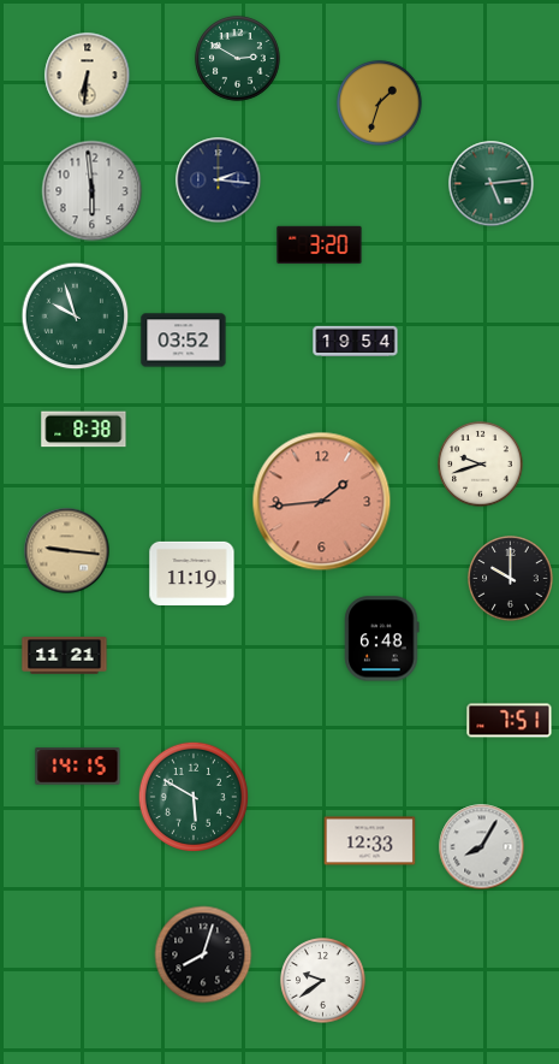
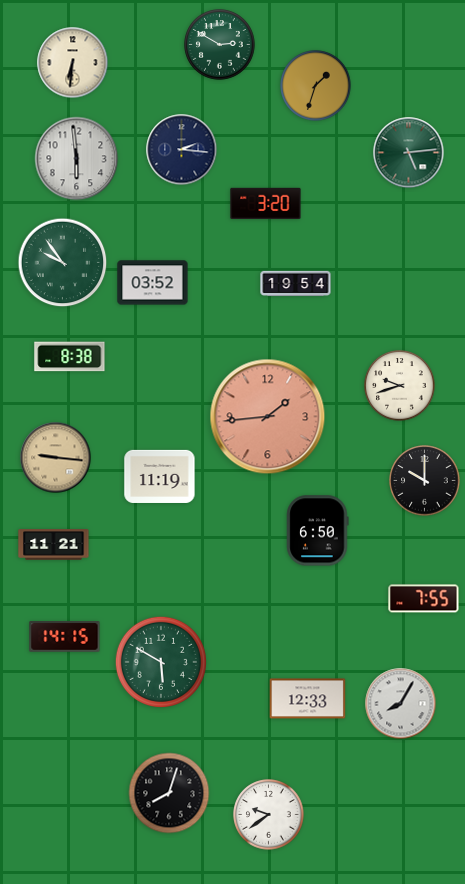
clock at (238, 59) position: (238, 59) -> (220, 45)
clock at (76, 317): 9:57 -> 9:54
clock at (382, 639): 6:48 -> 6:50
clock at (510, 721): 7:51 -> 7:55
